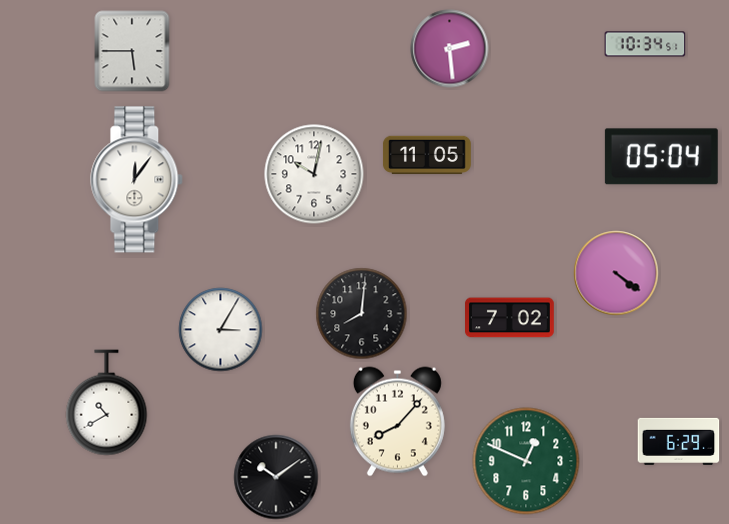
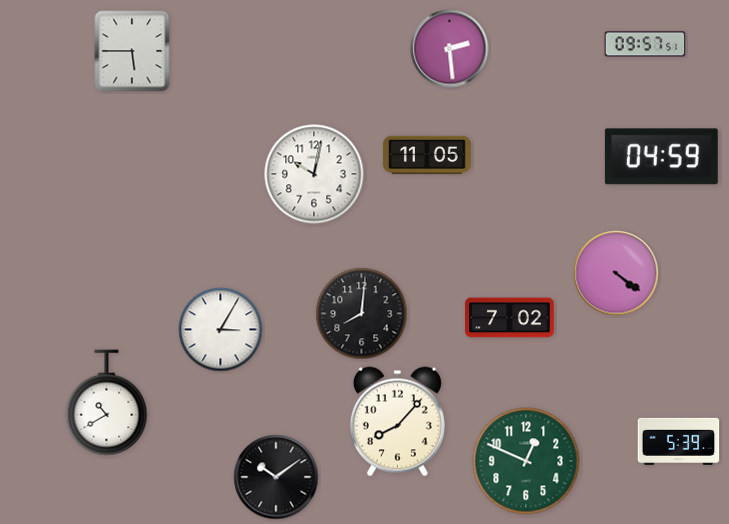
clock at (645, 44): 10:34 -> 09:57
clock at (661, 157): 05:04 -> 04:59
clock at (137, 180): 12:06 -> none
clock at (679, 441): 6:29 -> 5:39
